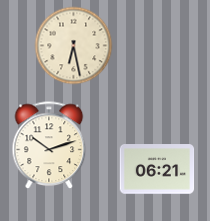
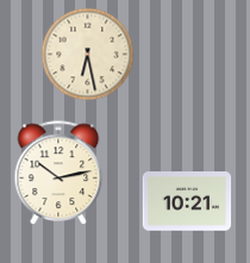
clock at (49, 146): 10:12 -> 10:13
clock at (157, 169): 06:21 -> 10:21
